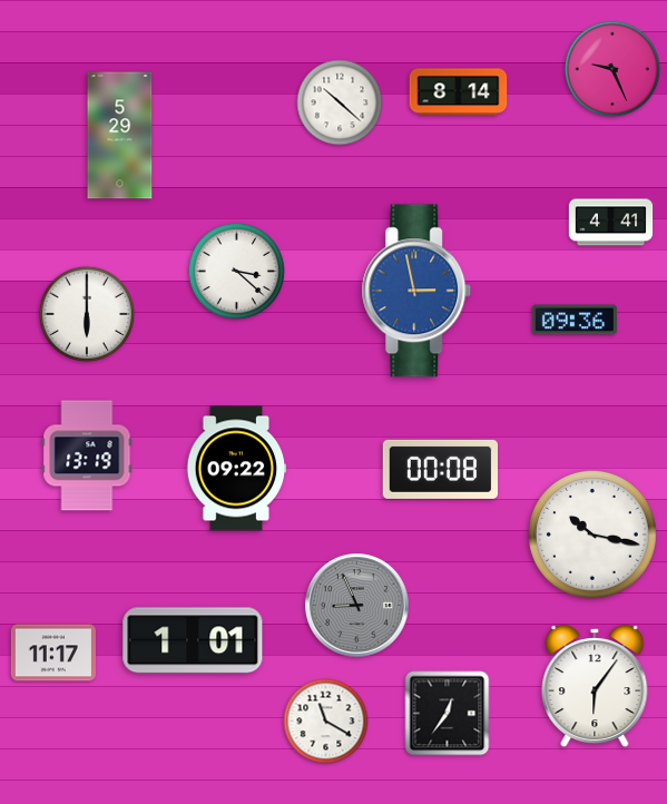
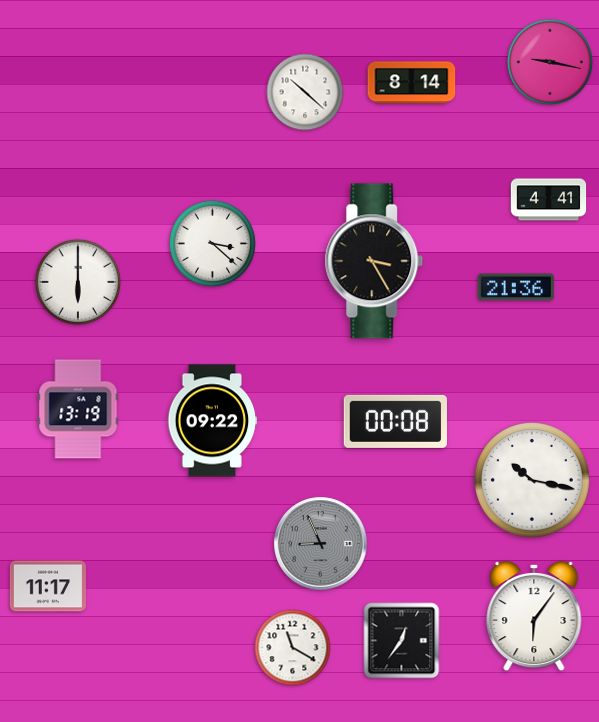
clock at (611, 68): 9:26 -> 9:17
clock at (120, 136): 5:29 -> none
clock at (416, 291): 2:58 -> 3:25
clock at (416, 291) dial: blue -> black
clock at (575, 320): 09:36 -> 21:36
clock at (193, 640): 1:01 -> none
